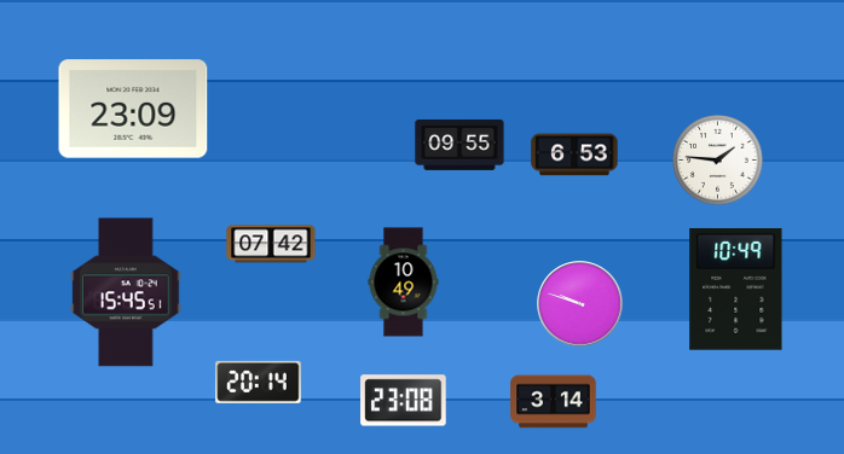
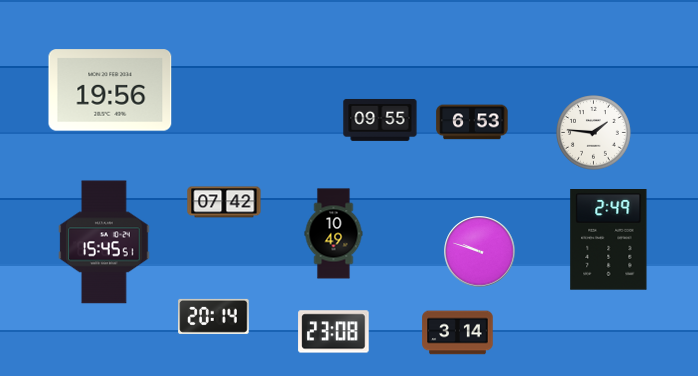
clock at (133, 109): 23:09 -> 19:56
clock at (574, 155) position: (574, 155) -> (472, 122)
clock at (736, 290): 10:49 -> 2:49
